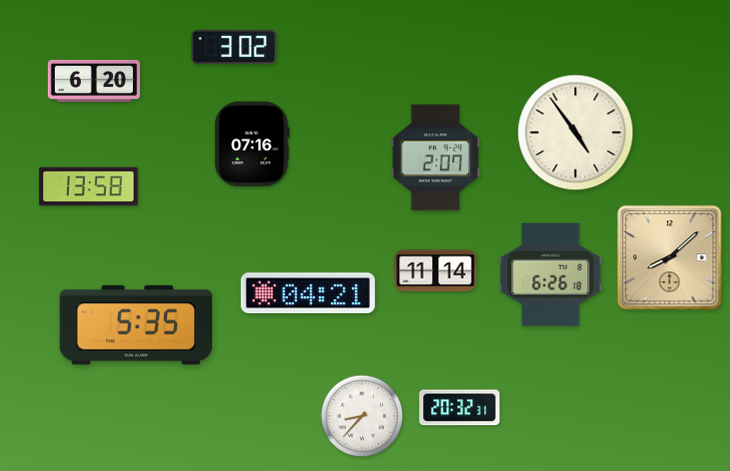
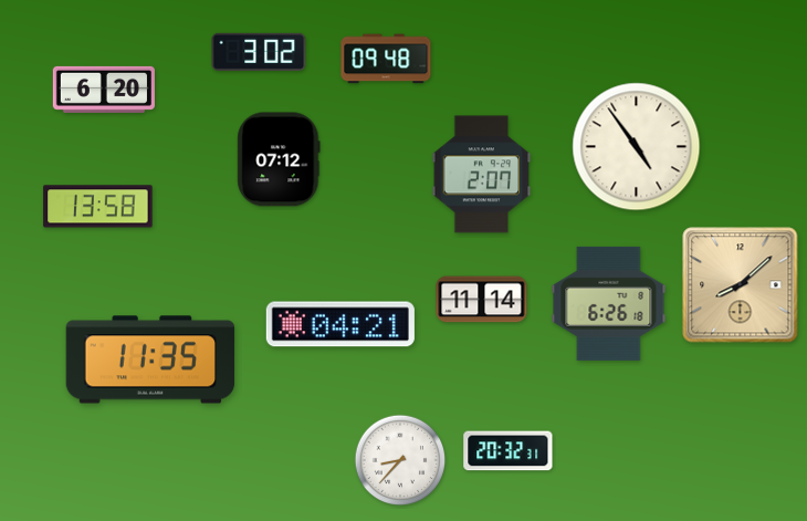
clock at (386, 59): none -> 09:48
clock at (252, 144): 07:16 -> 07:12
clock at (136, 325): 5:35 -> 11:35
